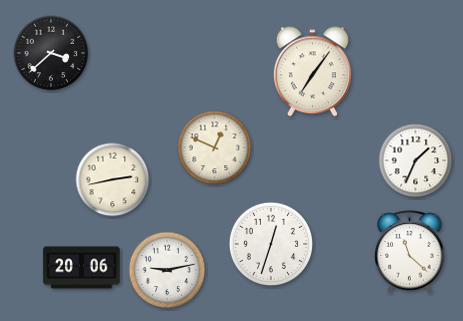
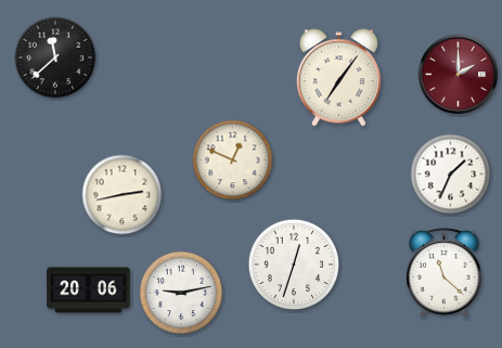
clock at (51, 53): 3:38 -> 11:38
clock at (458, 74): none -> 2:00
